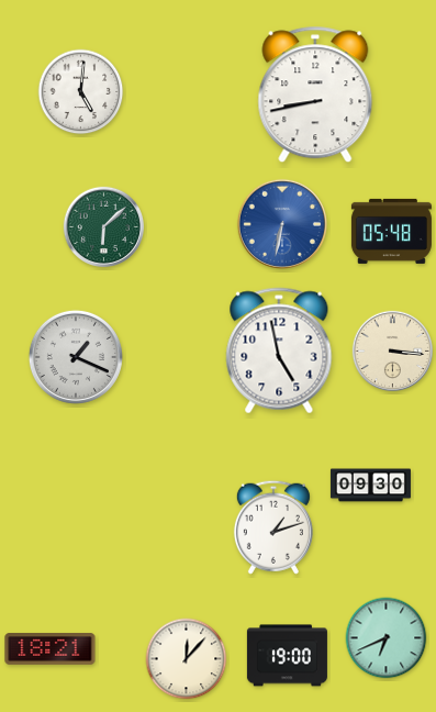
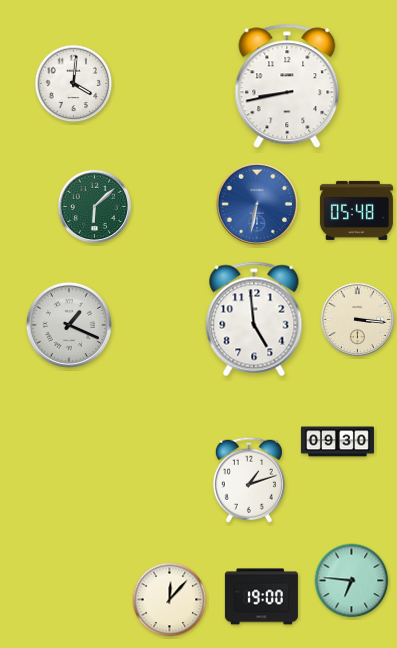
clock at (81, 92): 5:01 -> 4:01
clock at (279, 351): 4:58 -> 4:59
clock at (387, 638): 6:41 -> 6:46
clock at (51, 649): 18:21 -> none
